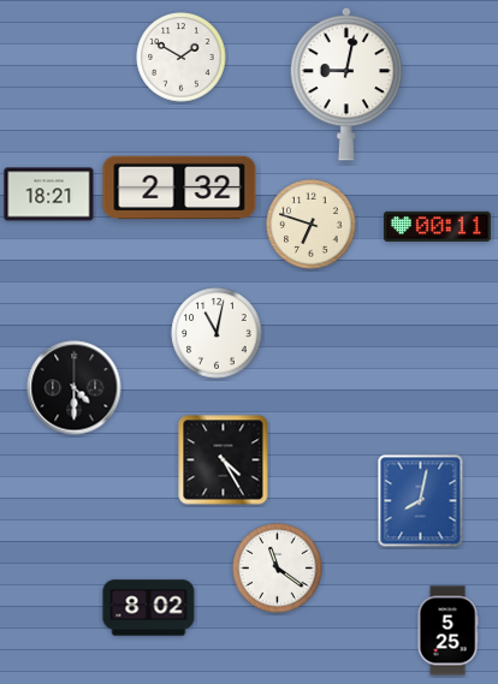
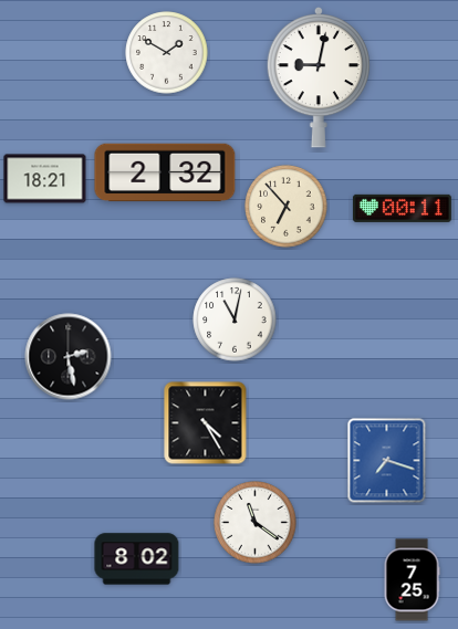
clock at (312, 225): 6:48 -> 6:53
clock at (217, 333) position: (217, 333) -> (235, 319)
clock at (75, 388): 4:30 -> 2:28
clock at (421, 501): 8:02 -> 7:18
clock at (447, 631): 5:25 -> 7:25
